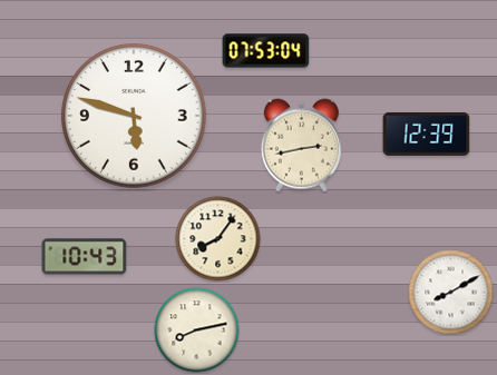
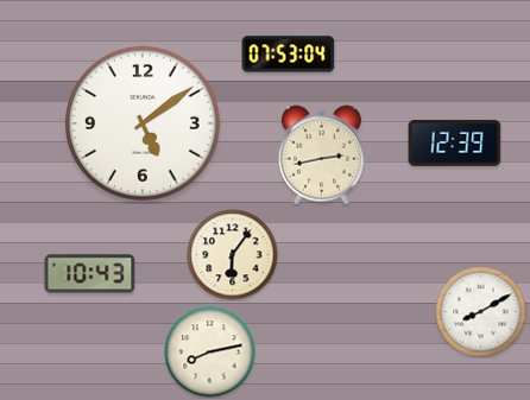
clock at (266, 51) position: (266, 51) -> (289, 55)
clock at (134, 116): 5:48 -> 5:09
clock at (218, 239): 8:06 -> 6:06
